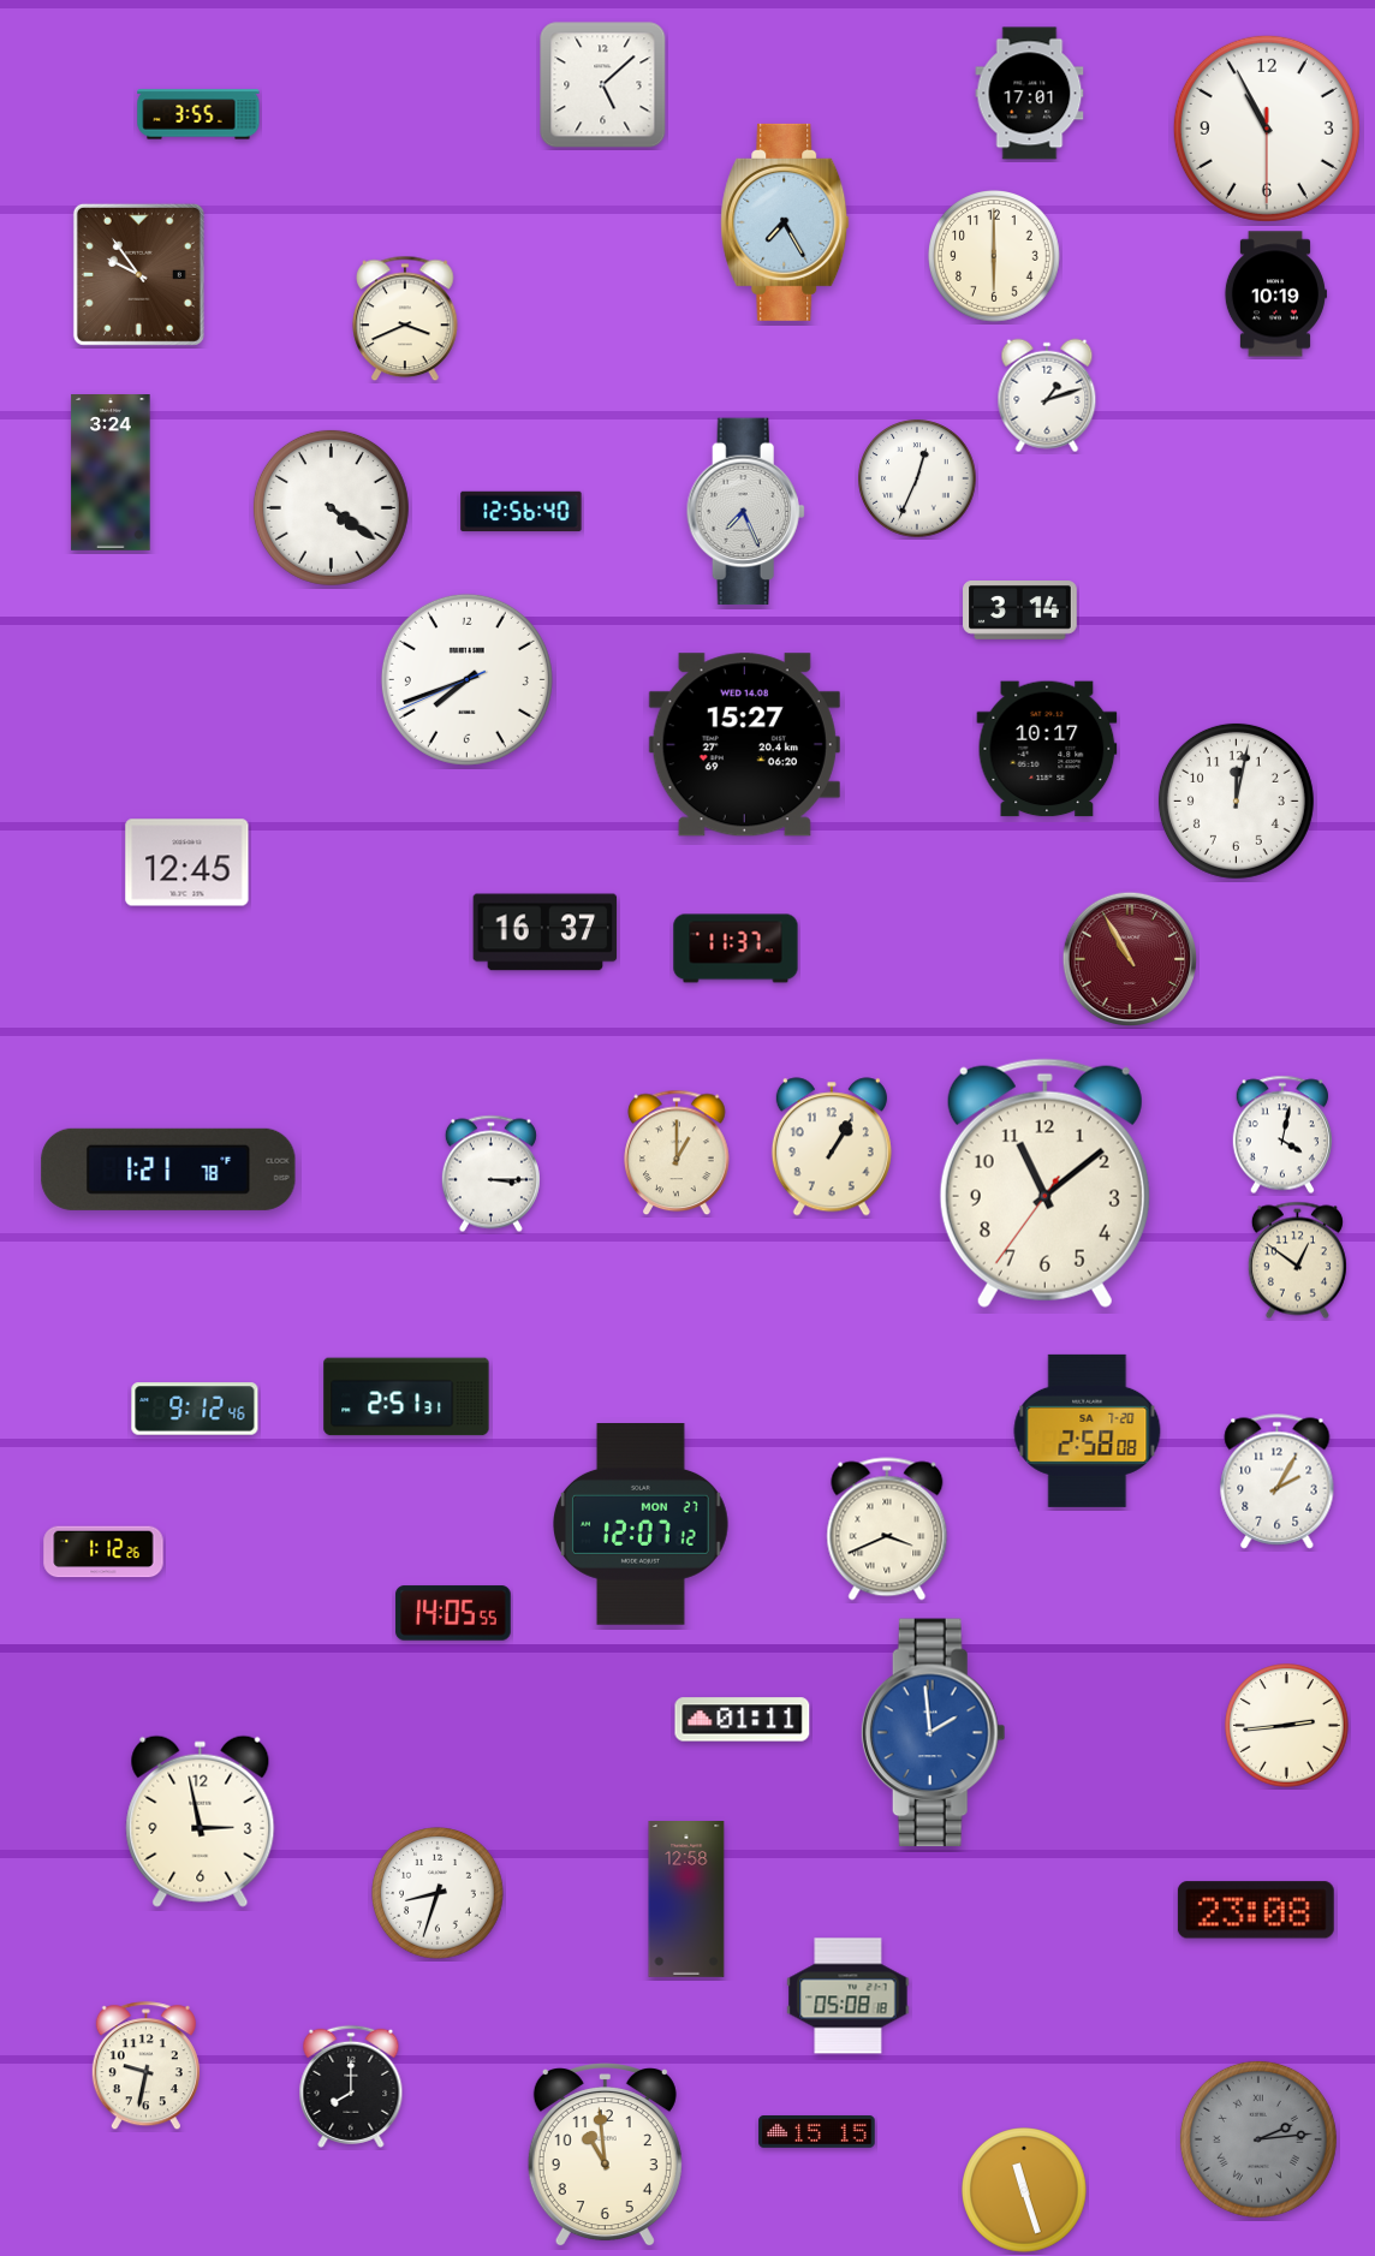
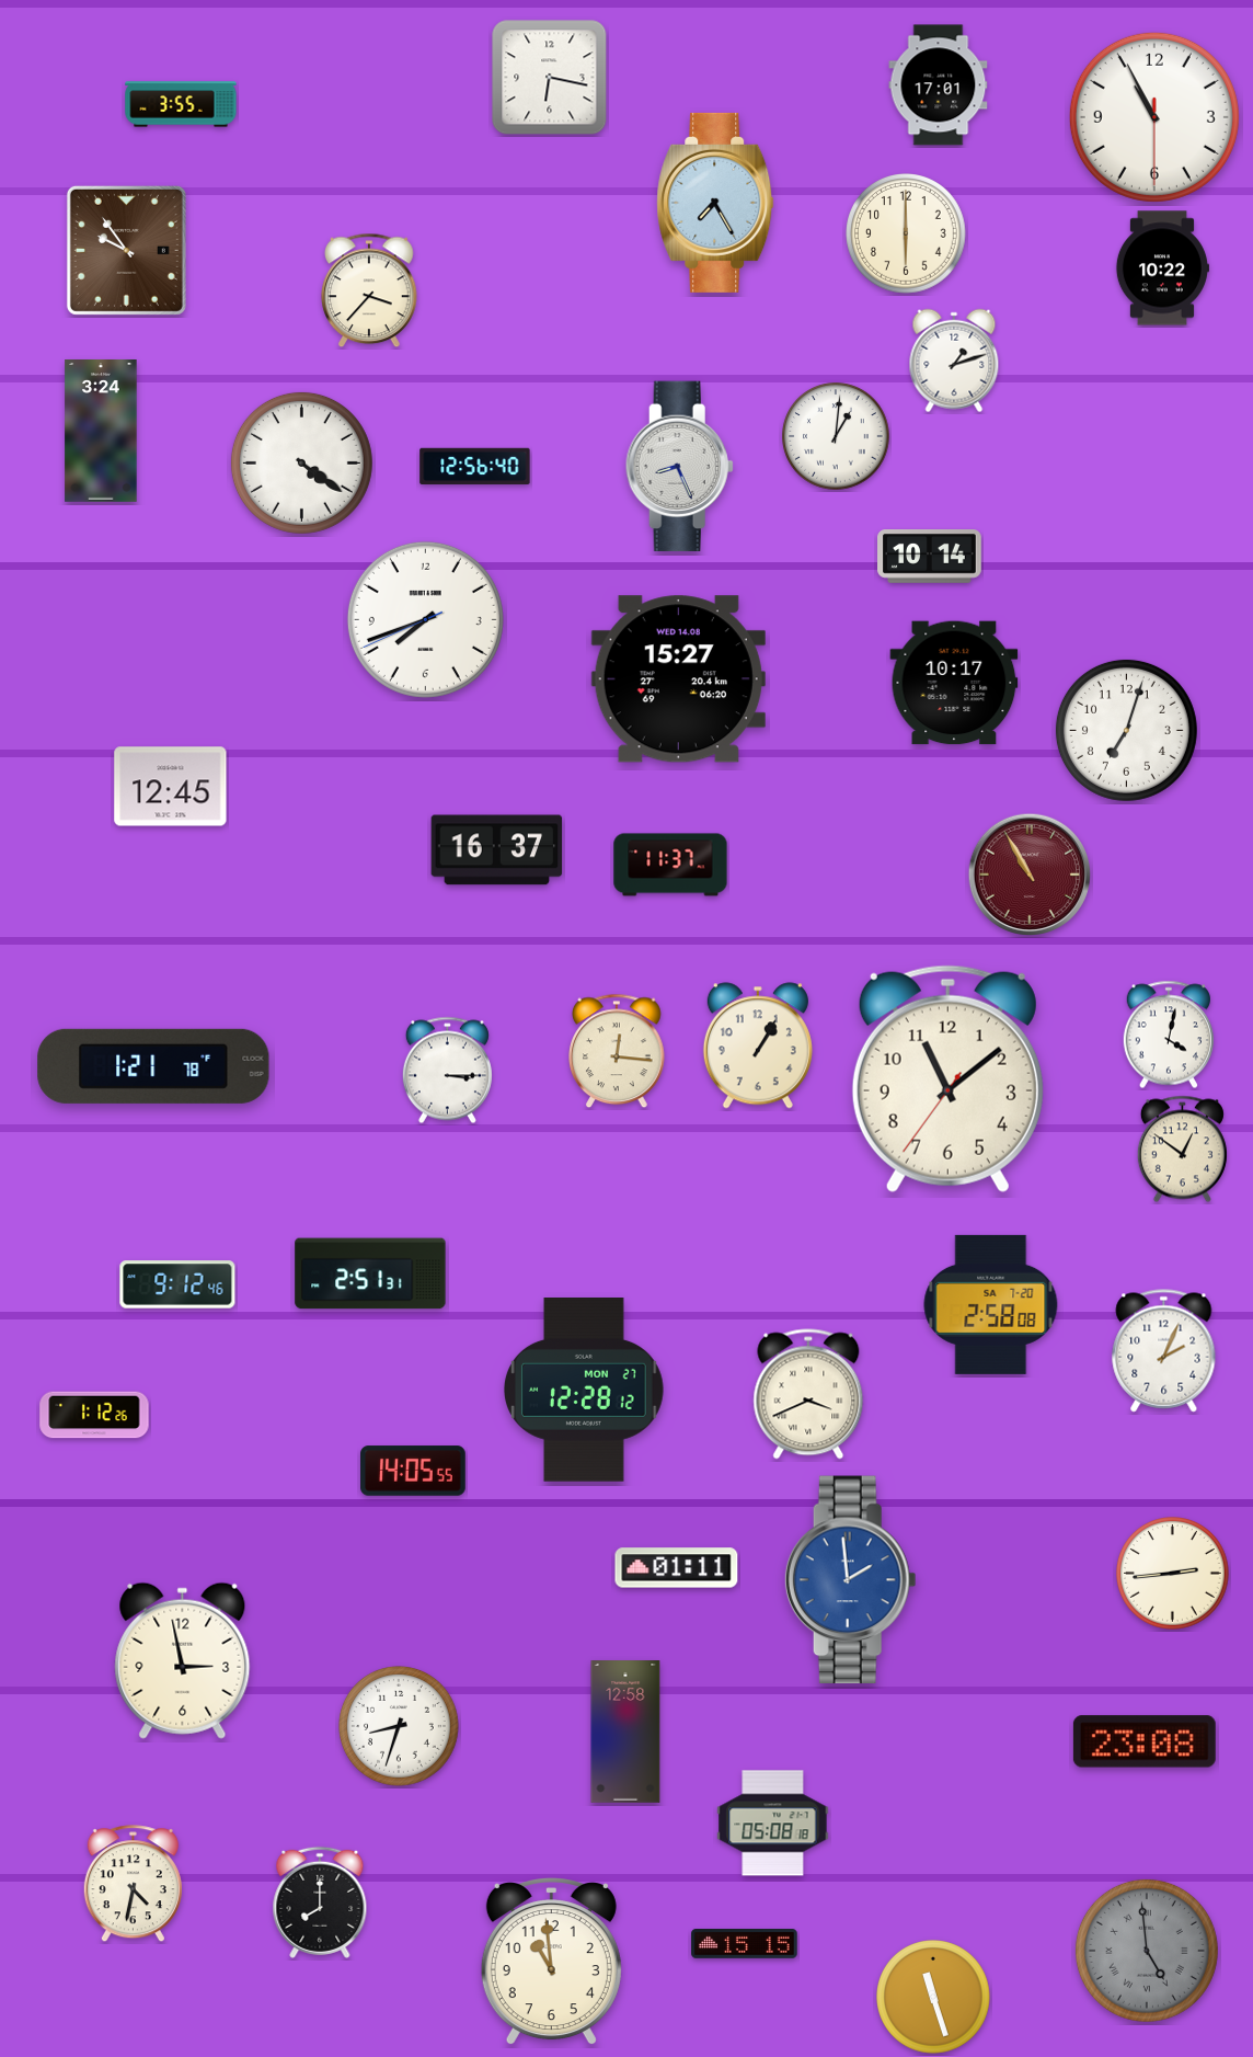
clock at (603, 85): 5:08 -> 6:17
clock at (1275, 294): 10:19 -> 10:22
clock at (405, 319): 3:41 -> 3:37
clock at (917, 478): 12:34 -> 1:01
clock at (745, 512): 7:26 -> 8:26
clock at (1020, 611): 3:14 -> 10:14
clock at (1236, 800): 12:02 -> 7:03
clock at (677, 1153): 1:00 -> 12:16
clock at (1044, 1183) position: (1044, 1183) -> (947, 1078)
clock at (1278, 1482): 2:05 -> 2:04
clock at (642, 1525): 12:07 -> 12:28
clock at (849, 1996) position: (849, 1996) -> (773, 1824)
clock at (145, 2066): 9:32 -> 4:32
clock at (1258, 2139): 2:14 -> 4:59
clock at (605, 2156) position: (605, 2156) -> (551, 1963)
